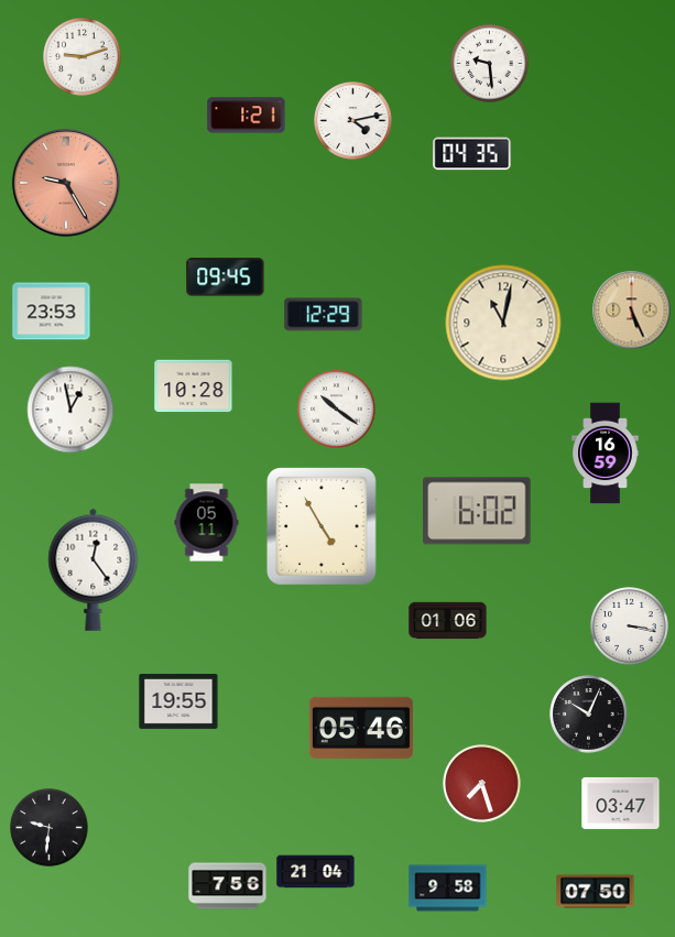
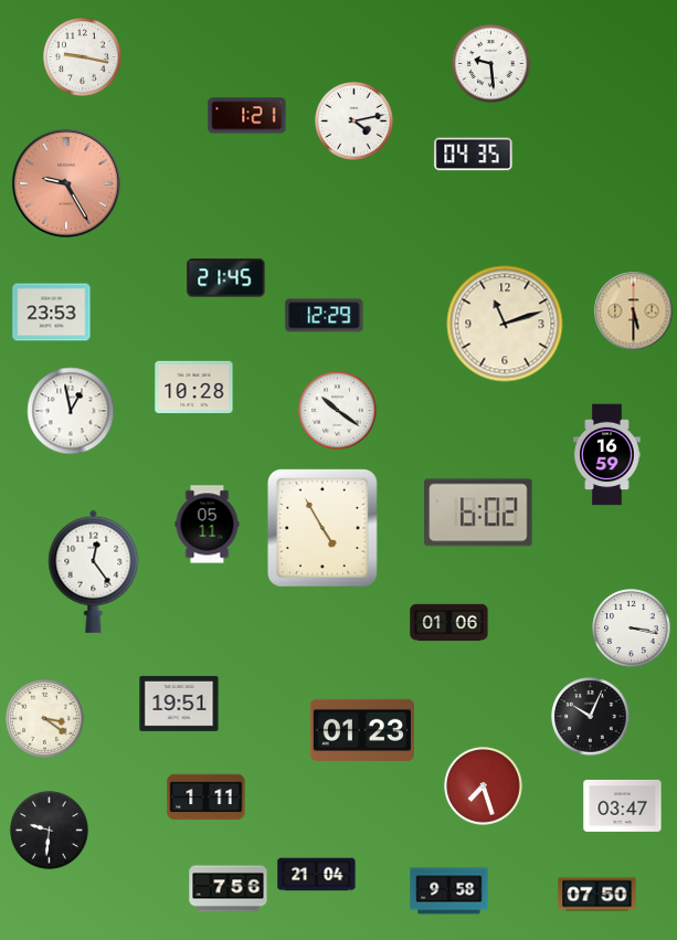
clock at (83, 57): 9:12 -> 9:17
clock at (226, 277): 09:45 -> 21:45
clock at (632, 310): 5:26 -> 5:30
clock at (503, 323): 11:02 -> 11:12
clock at (178, 701): 19:55 -> 19:51
clock at (45, 719): none -> 3:21
clock at (361, 728): 05:46 -> 01:23
clock at (207, 798): none -> 1:11
